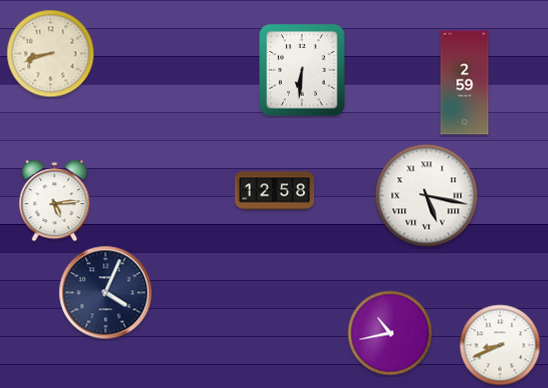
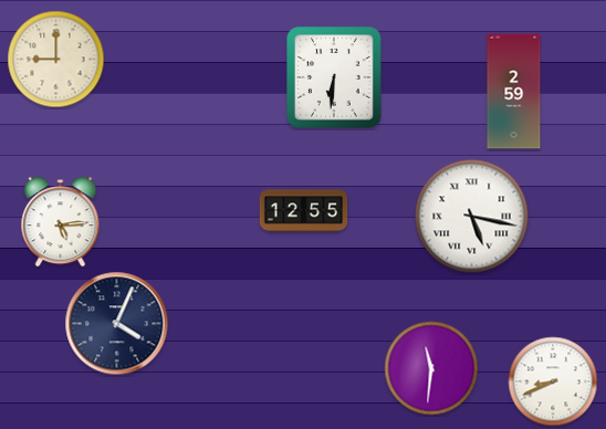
clock at (51, 54): 8:42 -> 9:00
clock at (275, 191): 12:58 -> 12:55
clock at (390, 333): 10:43 -> 11:31
